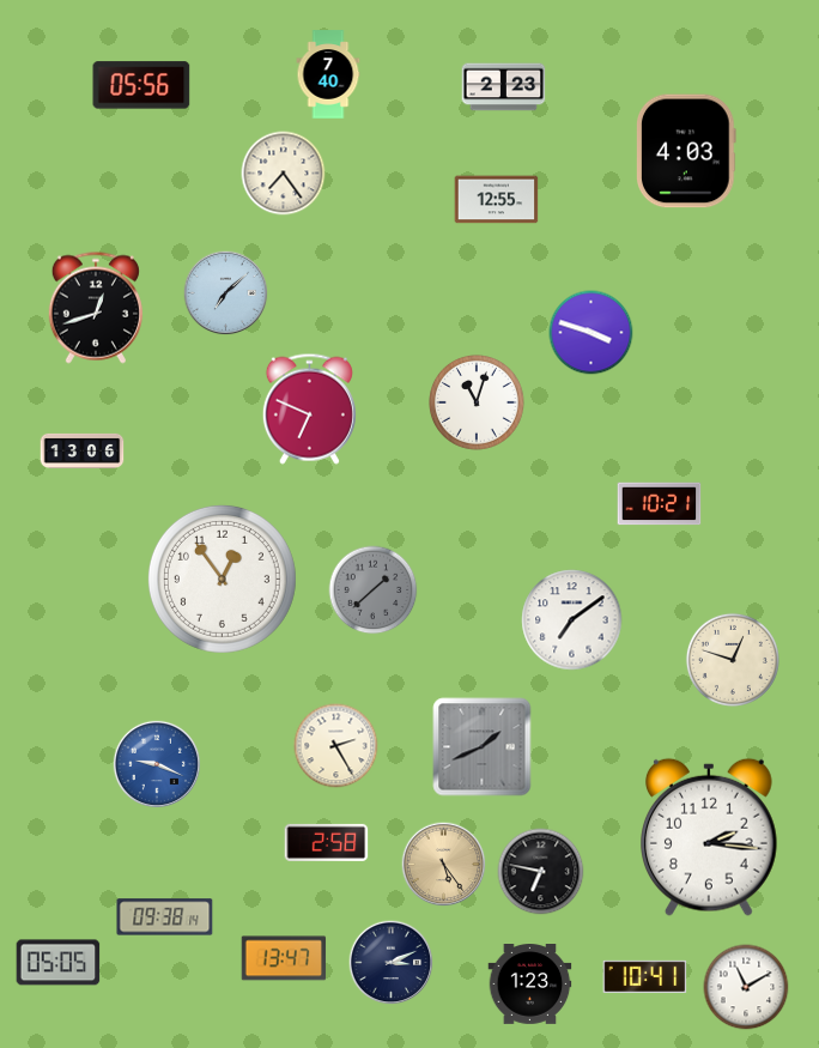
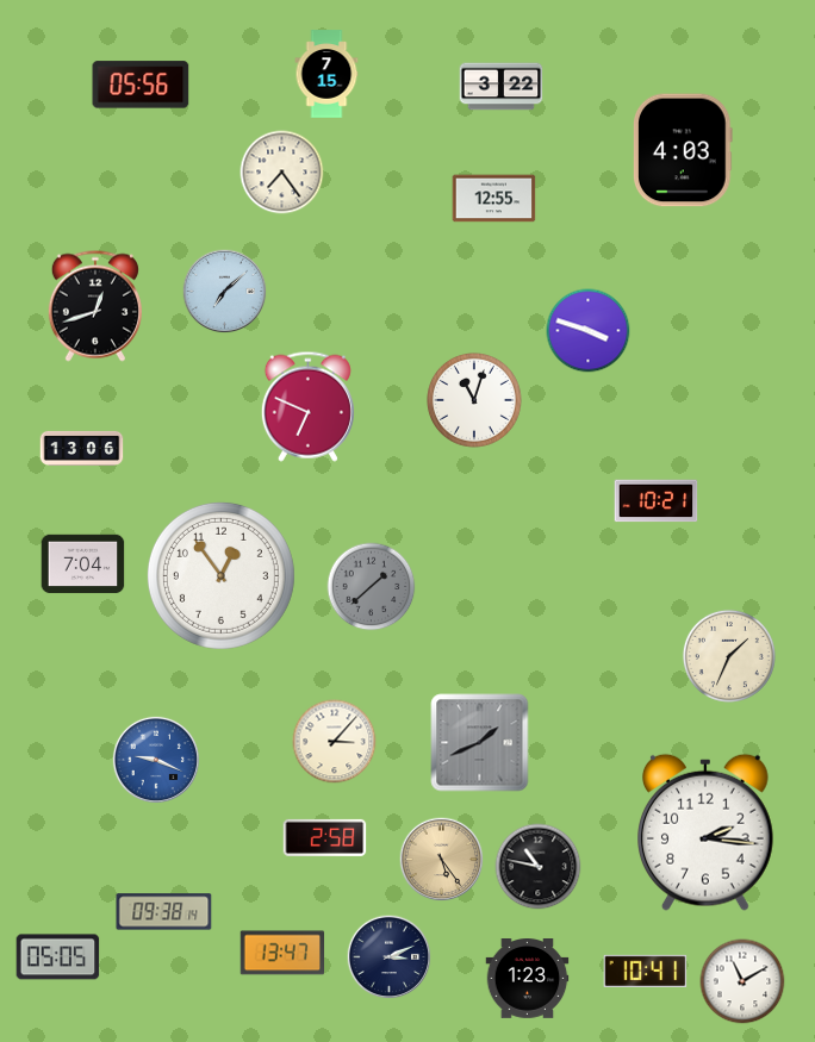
clock at (328, 74): 7:40 -> 7:15
clock at (504, 87): 2:23 -> 3:22
clock at (83, 564): none -> 7:04
clock at (572, 620): 7:09 -> none
clock at (733, 660): 12:48 -> 1:34
clock at (336, 746): 2:25 -> 3:07
clock at (541, 872): 6:47 -> 10:47
clock at (645, 976) position: (645, 976) -> (646, 971)
